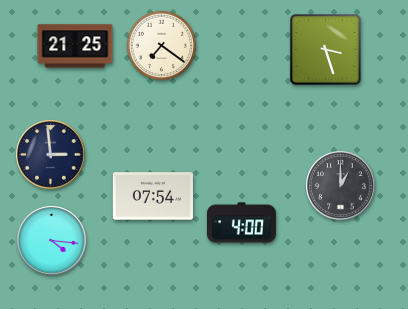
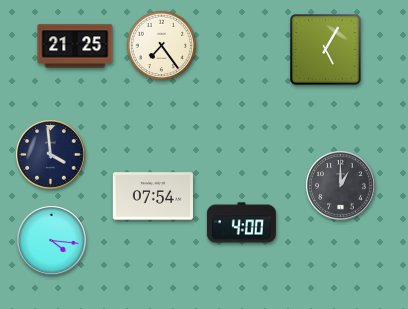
clock at (162, 46): 7:21 -> 7:24
clock at (326, 50): 3:27 -> 5:05
clock at (51, 155): 2:59 -> 3:59
